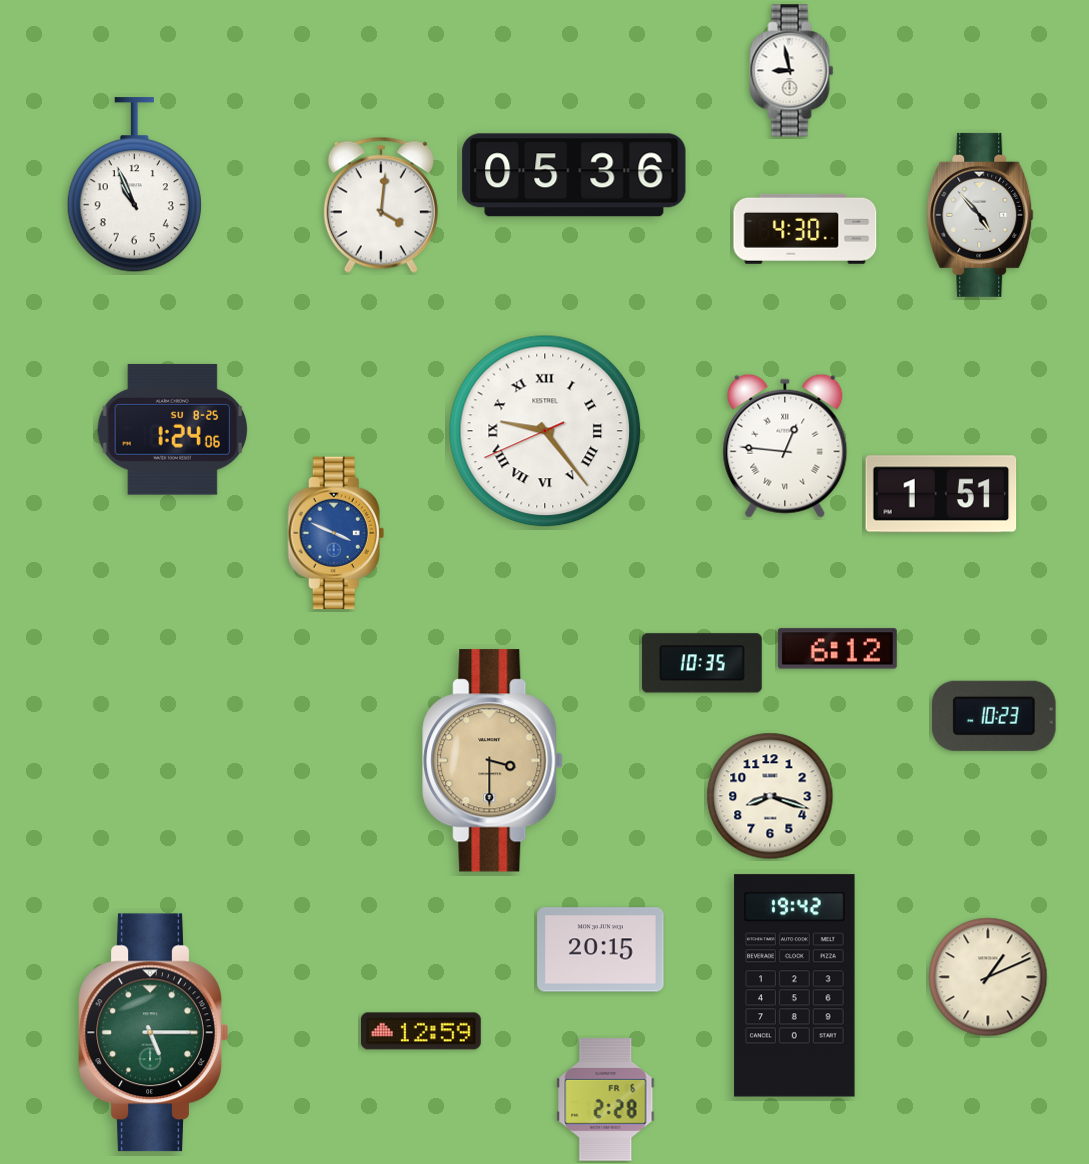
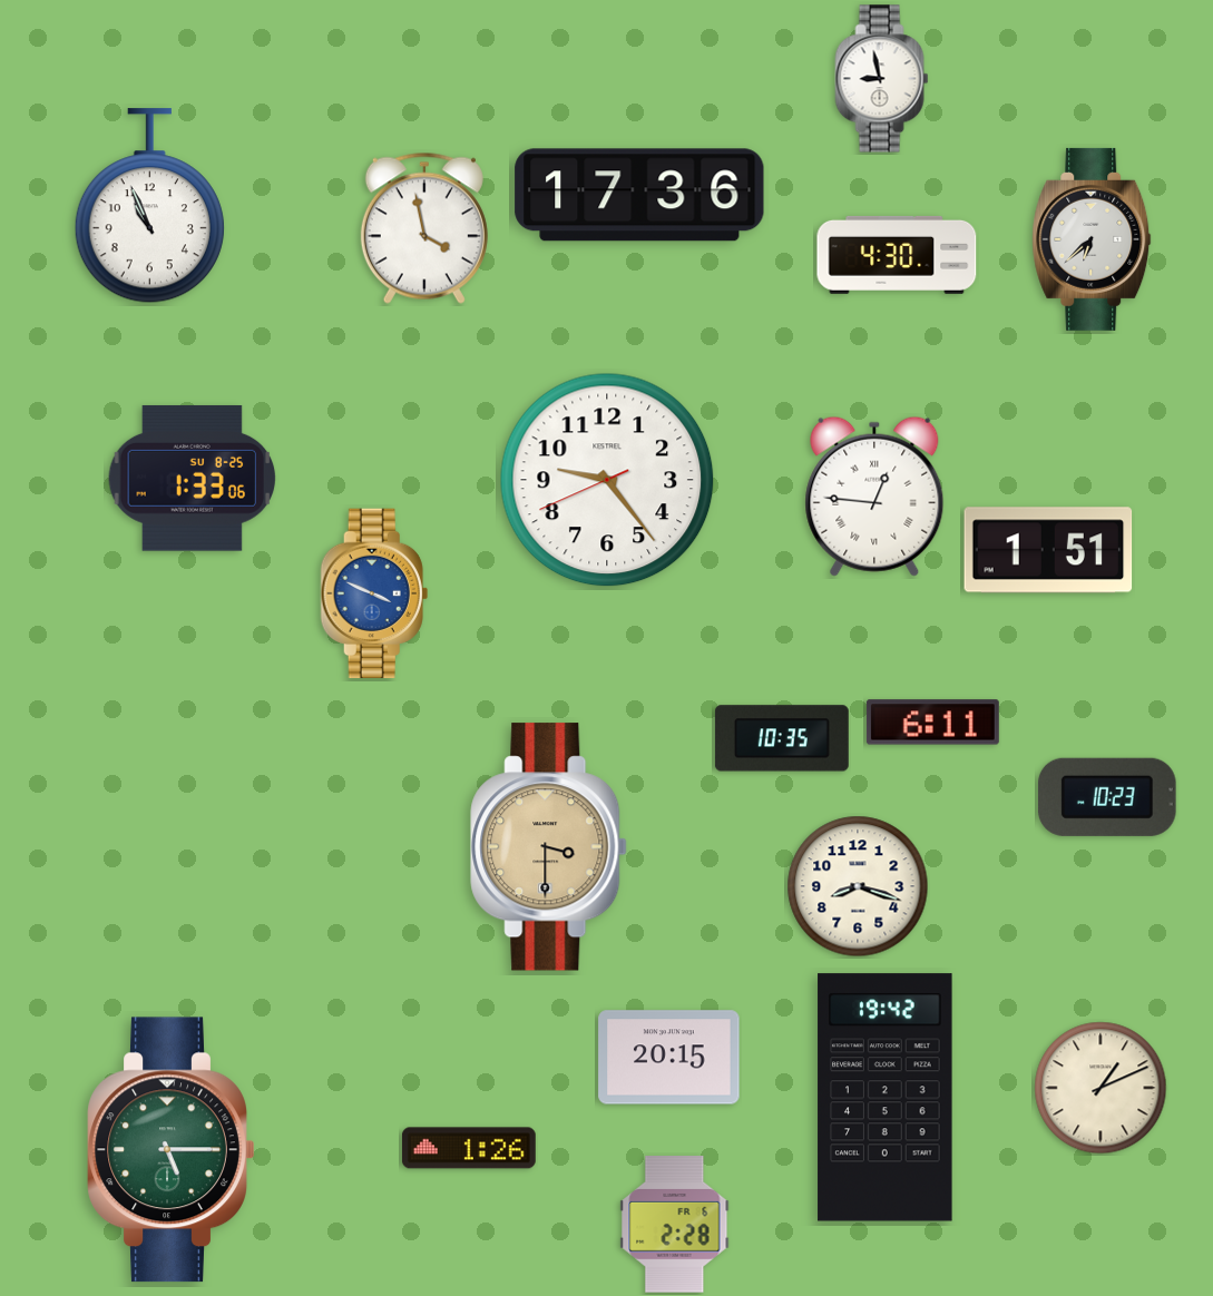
clock at (574, 175): 05:36 -> 17:36
clock at (381, 205): 4:01 -> 3:58
clock at (980, 215): 4:53 -> 6:38
clock at (173, 429): 1:24 -> 1:33
clock at (545, 431) numerals: Roman -> Arabic
clock at (837, 649): 6:12 -> 6:11
clock at (421, 1031): 12:59 -> 1:26
